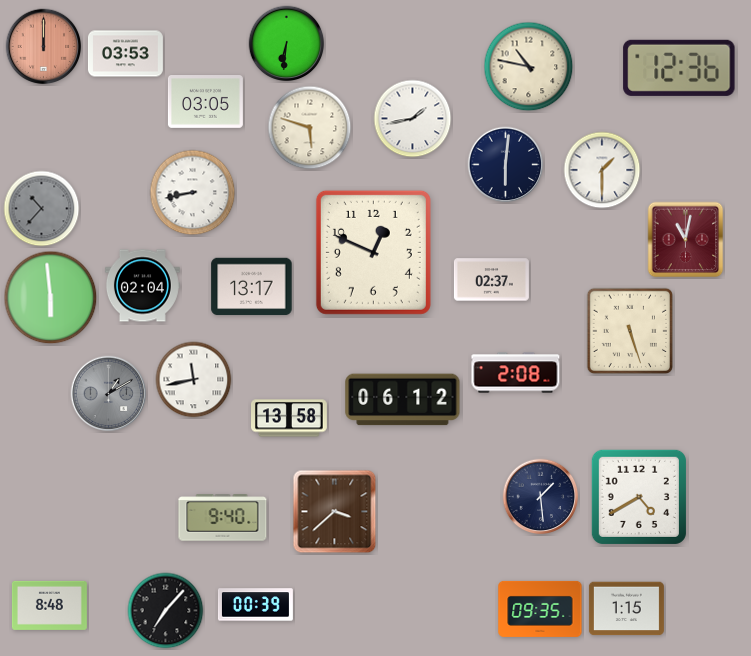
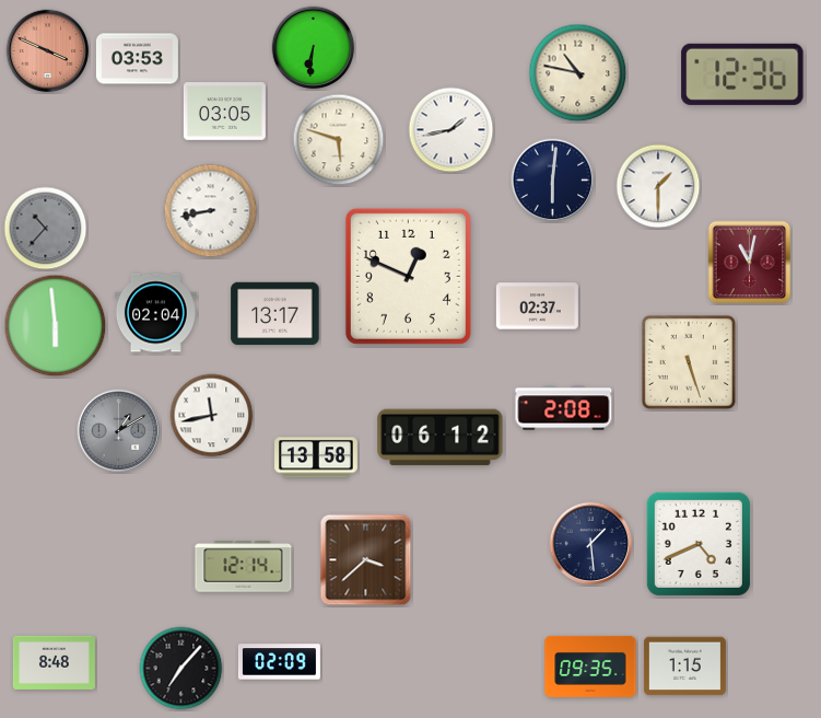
clock at (44, 47): 12:00 -> 3:49
clock at (639, 497): 4:40 -> 4:41
clock at (223, 518): 9:40 -> 12:14
clock at (255, 605): 00:39 -> 02:09
